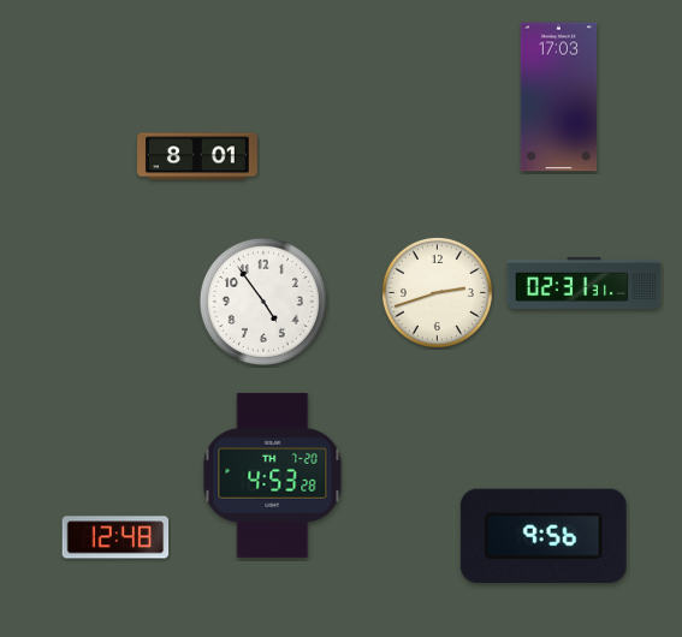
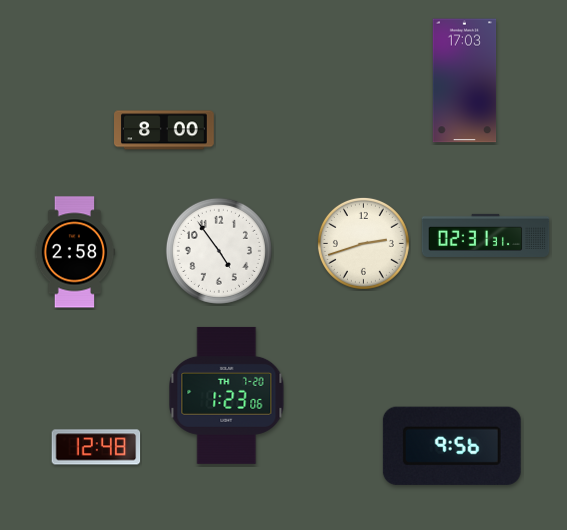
clock at (198, 156): 8:01 -> 8:00
clock at (75, 252): none -> 2:58
clock at (273, 475): 4:53 -> 1:23
